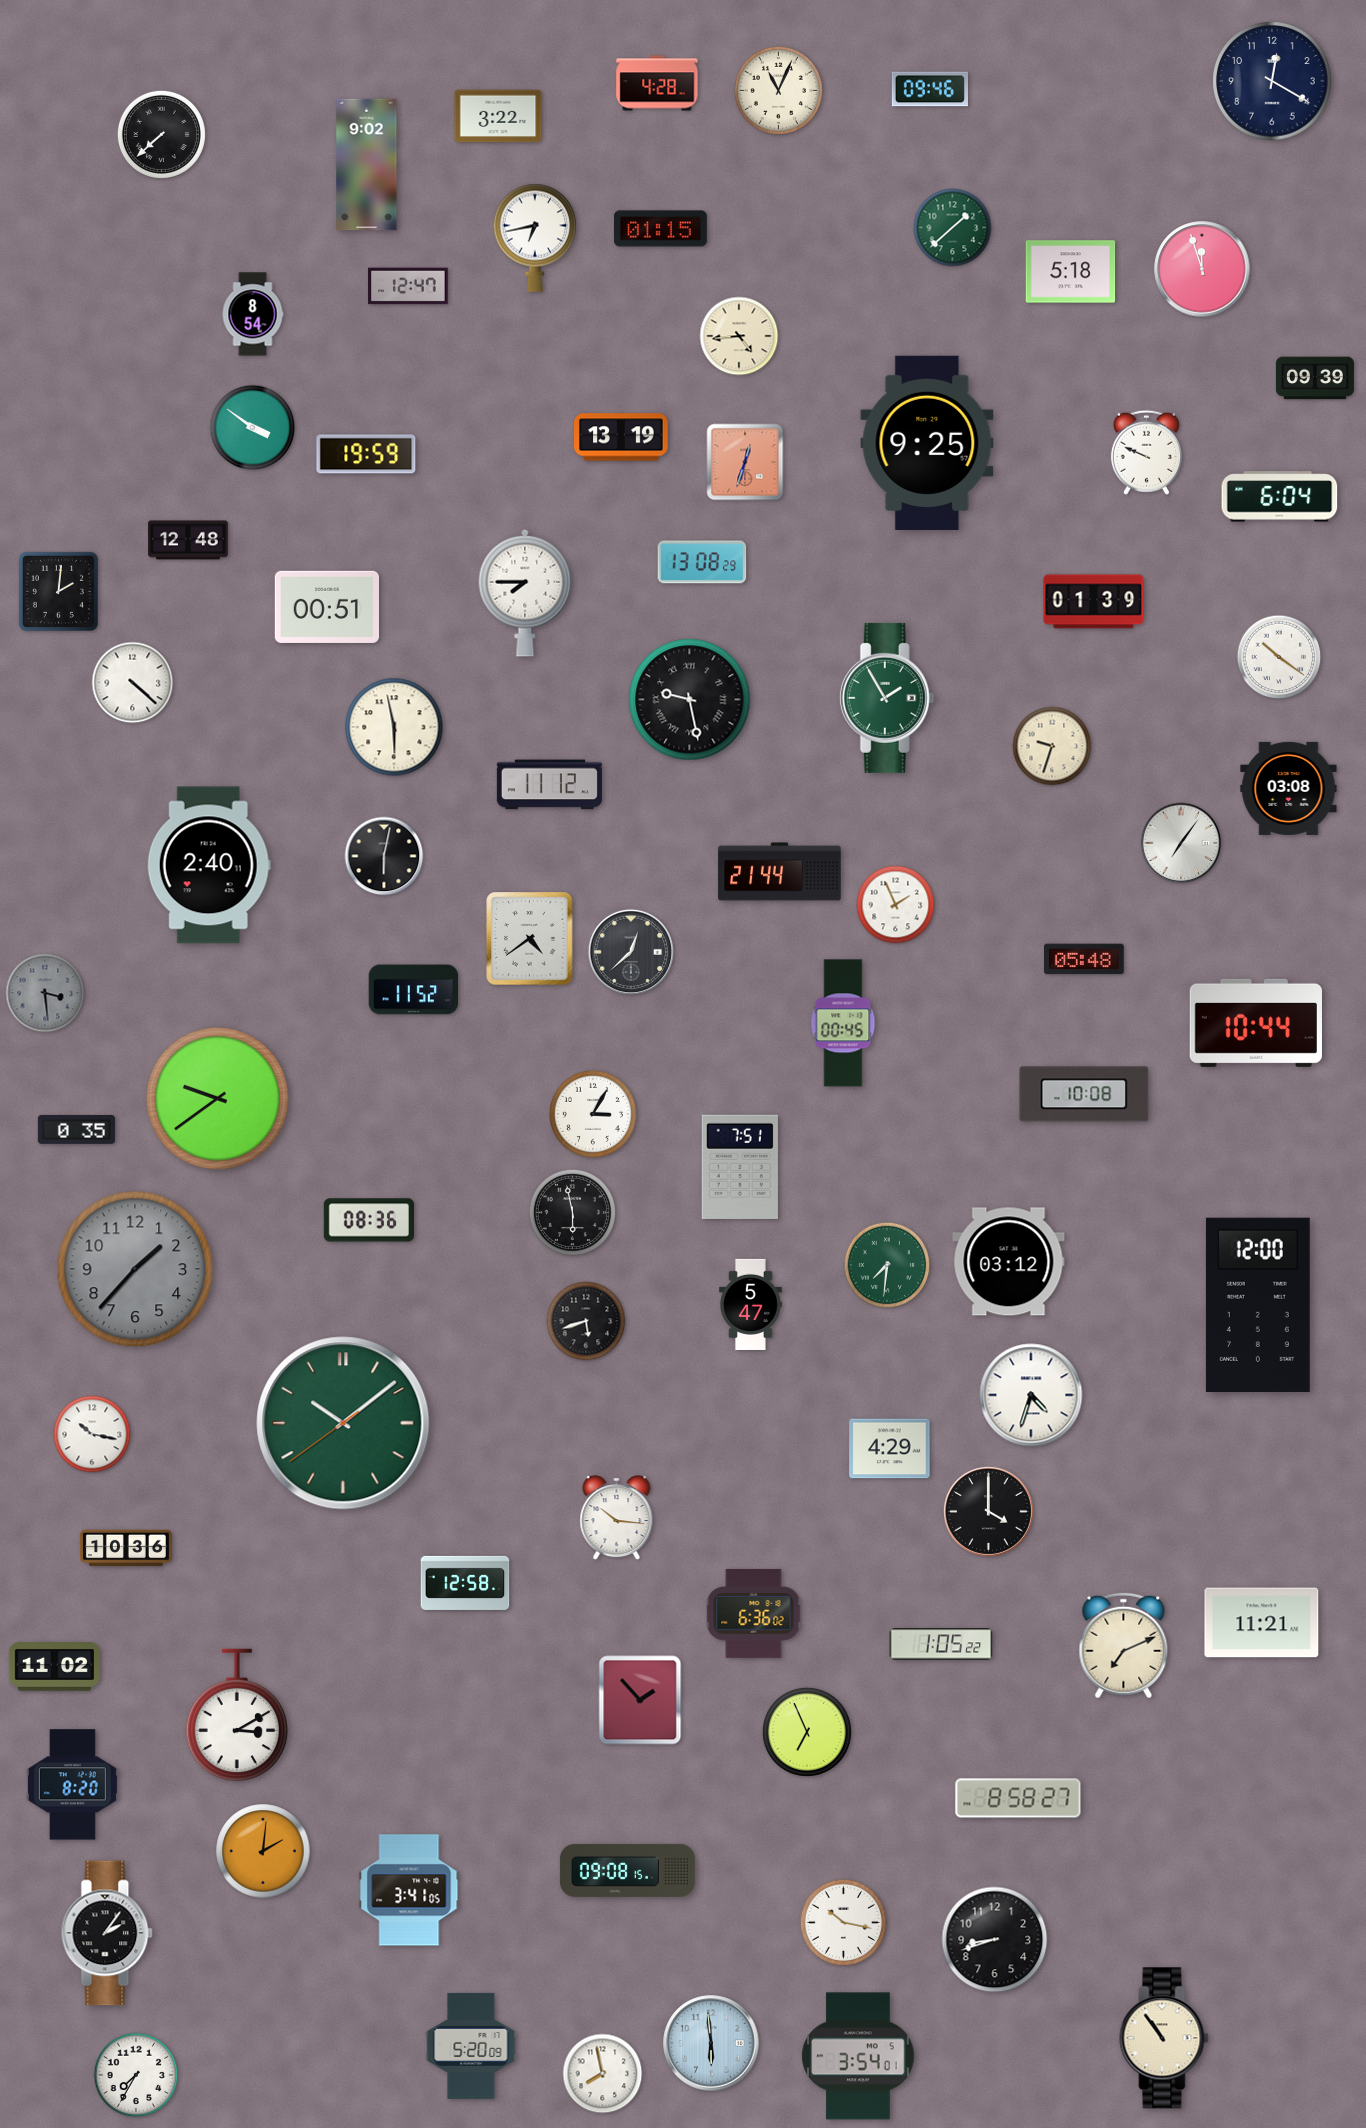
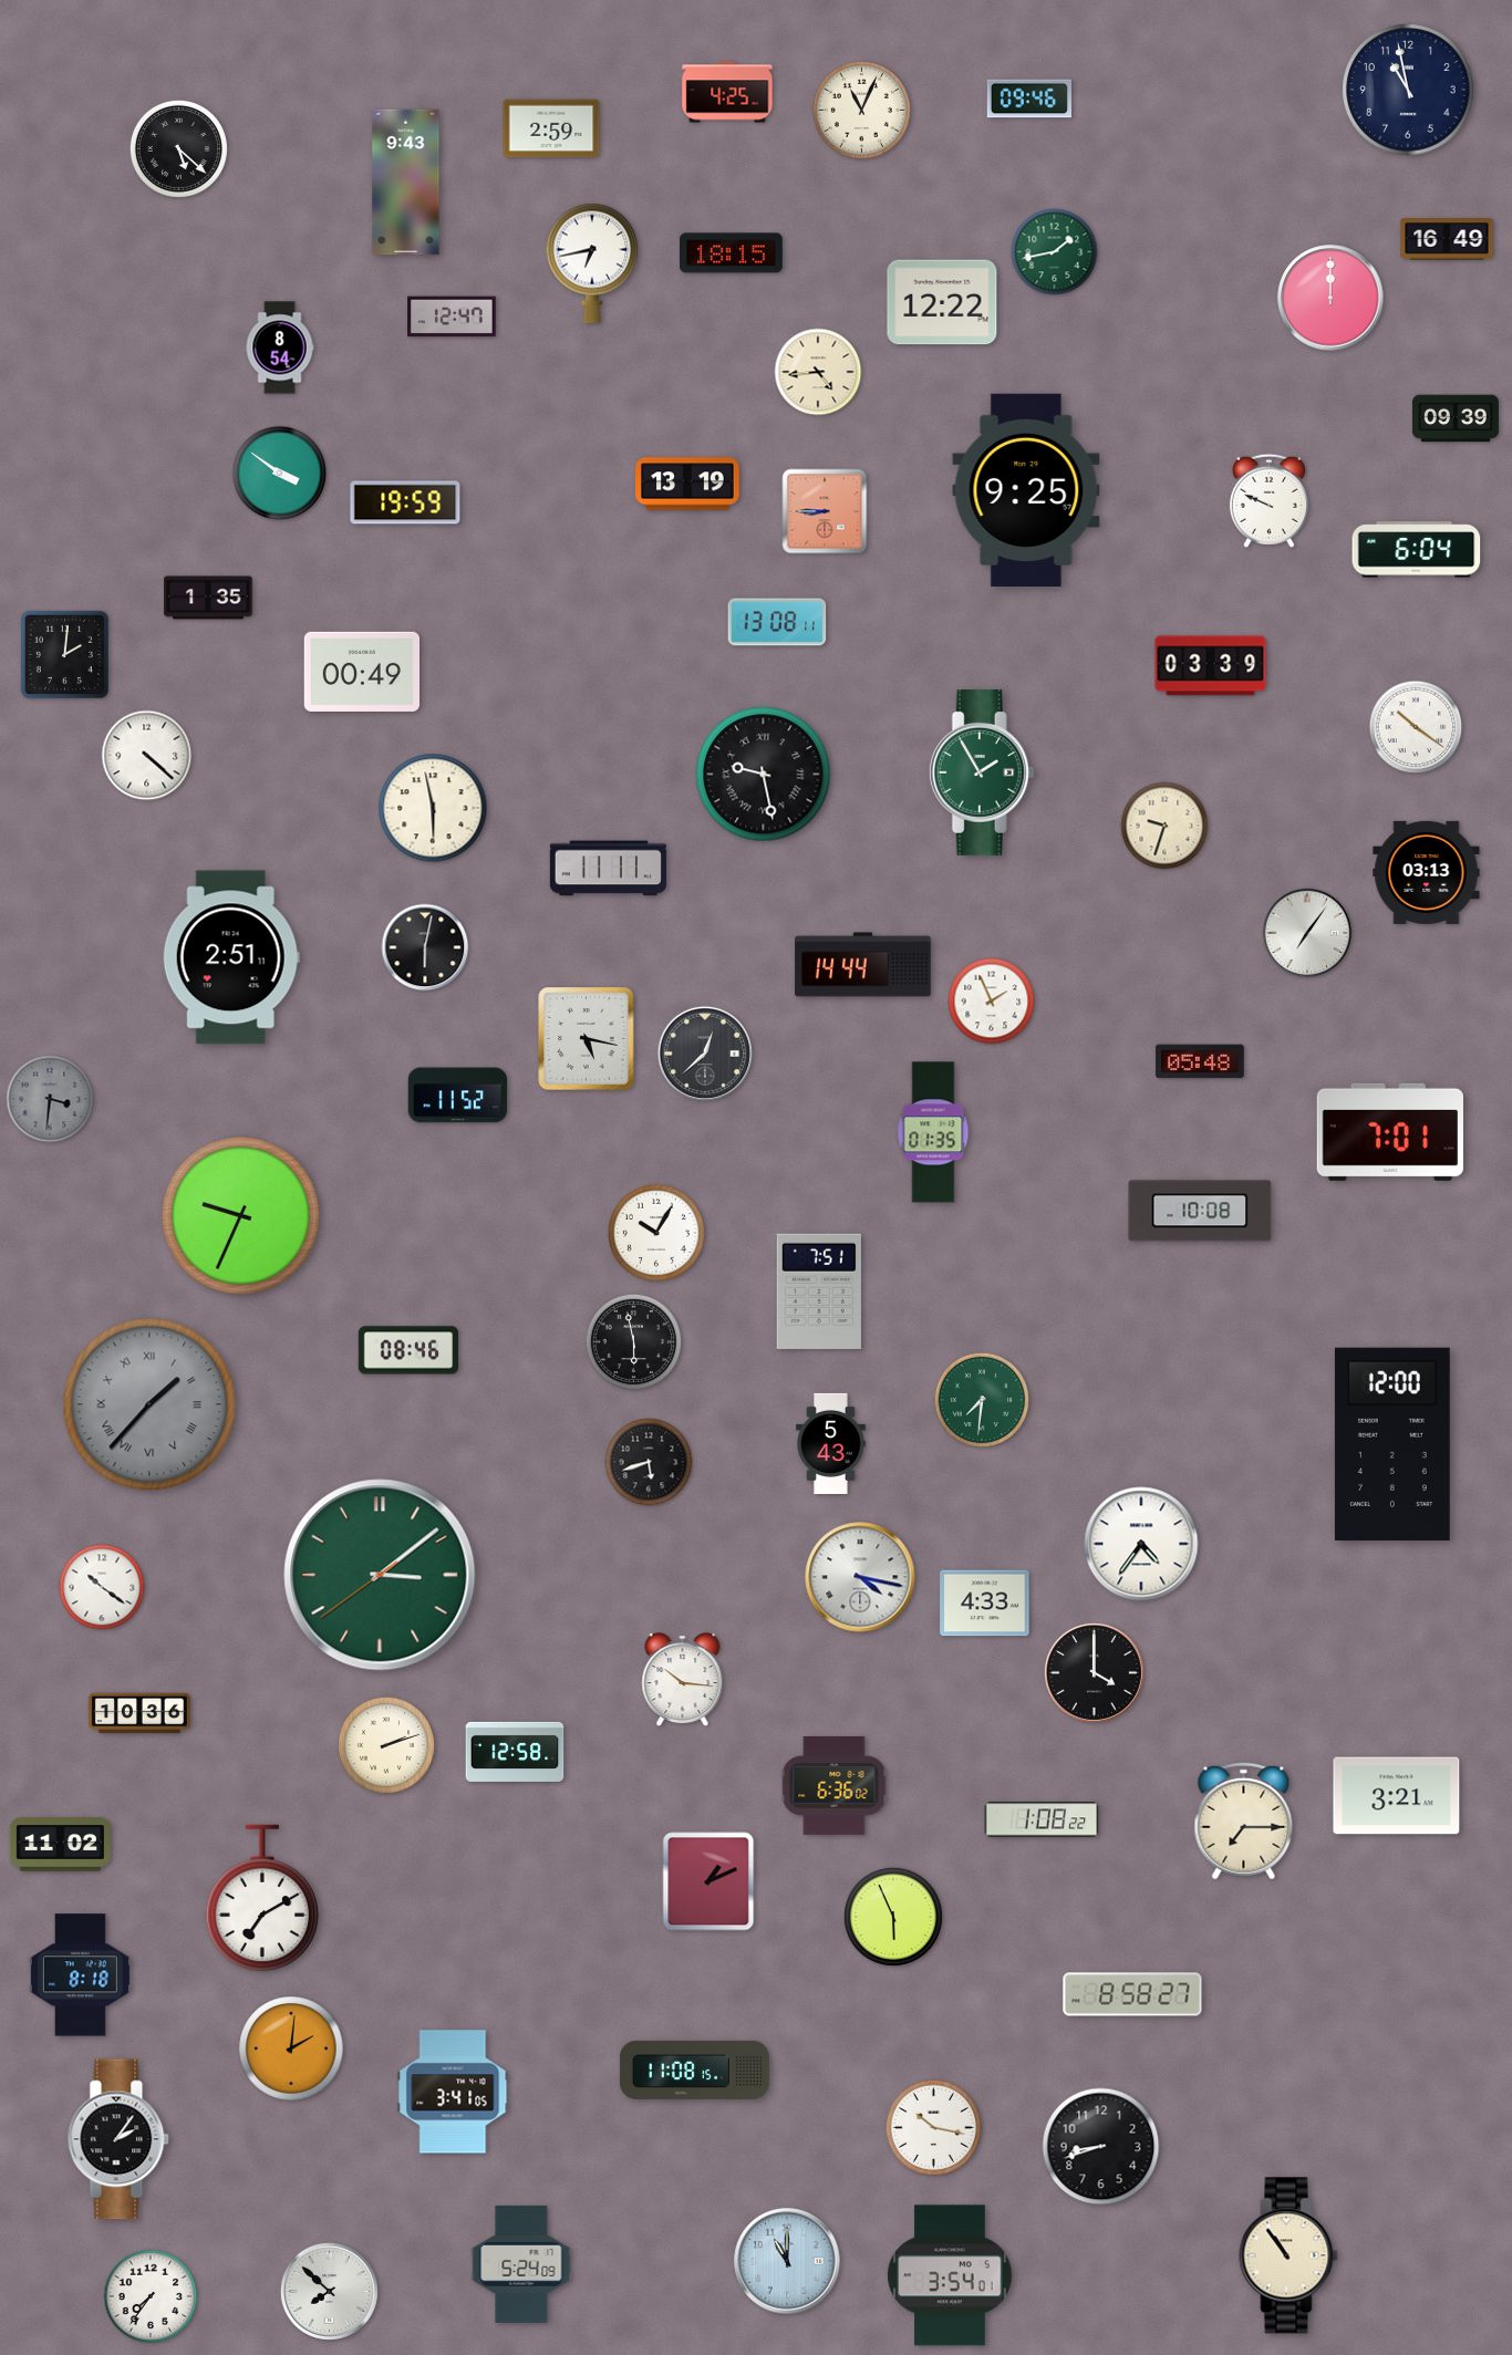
clock at (1272, 81): 12:20 -> 10:58
clock at (657, 83): 4:28 -> 4:25
clock at (778, 90) position: (778, 90) -> (861, 110)
clock at (498, 116): 3:22 -> 2:59
clock at (161, 134): 7:38 -> 5:22
clock at (367, 165): 9:02 -> 9:43
clock at (1447, 239): none -> 16:49
clock at (953, 228): 1:38 -> 1:43
clock at (660, 229): 01:15 -> 18:15
clock at (1202, 269): 11:57 -> 12:00
clock at (1071, 272): 5:18 -> none
clock at (942, 302): none -> 12:22
clock at (745, 462): 12:33 -> 8:45
clock at (188, 540): 12:48 -> 1:35
clock at (702, 562): 13:08:29 -> 13:08:11
clock at (525, 593): 7:45 -> none
clock at (1094, 602): 01:39 -> 03:39
clock at (326, 607): 00:51 -> 00:49
clock at (394, 727) position: (394, 727) -> (433, 808)
clock at (549, 785): 11:12 -> 11:11
clock at (1289, 788): 03:08 -> 03:13
clock at (209, 865): 2:40 -> 2:51
clock at (780, 872): 21:44 -> 14:44
clock at (530, 939): 4:39 -> 5:17
clock at (631, 952) position: (631, 952) -> (705, 1054)
clock at (45, 993): 3:29 -> 3:31
clock at (843, 1023): 00:45 -> 01:35
clock at (1256, 1023): 10:44 -> 7:01
clock at (218, 1099): 9:39 -> 9:34
clock at (593, 1114): 3:05 -> 10:05
clock at (76, 1129): 0:35 -> none
clock at (368, 1220): 08:36 -> 08:46
clock at (1009, 1262): 03:12 -> none
clock at (135, 1269) numerals: Arabic -> Roman
clock at (751, 1304): 5:47 -> 5:43
clock at (1031, 1395): 4:33 -> 4:36
clock at (343, 1423): 10:08 -> 3:08
clock at (860, 1577): none -> 4:17
clock at (92, 1434): 10:17 -> 10:21
clock at (890, 1449): 4:29 -> 4:33
clock at (386, 1745): none -> 2:12
clock at (1262, 1623): 11:21 -> 3:21
clock at (941, 1644): 1:05 -> 1:08
clock at (1124, 1646): 7:11 -> 7:15
clock at (640, 1700): 1:53 -> 1:11
clock at (237, 1715): 3:10 -> 7:10
clock at (807, 1732): 6:56 -> 5:56
clock at (72, 1785): 8:20 -> 8:18
clock at (1018, 1798) position: (1018, 1798) -> (1132, 1994)
clock at (627, 1870): 09:08 -> 11:08
clock at (711, 2043): 5:59 -> 11:00
clock at (471, 2046): 5:20 -> 5:24
clock at (329, 2291): none -> 7:52
clock at (603, 2074): 7:58 -> none
clock at (136, 2075): 7:35 -> 7:36
